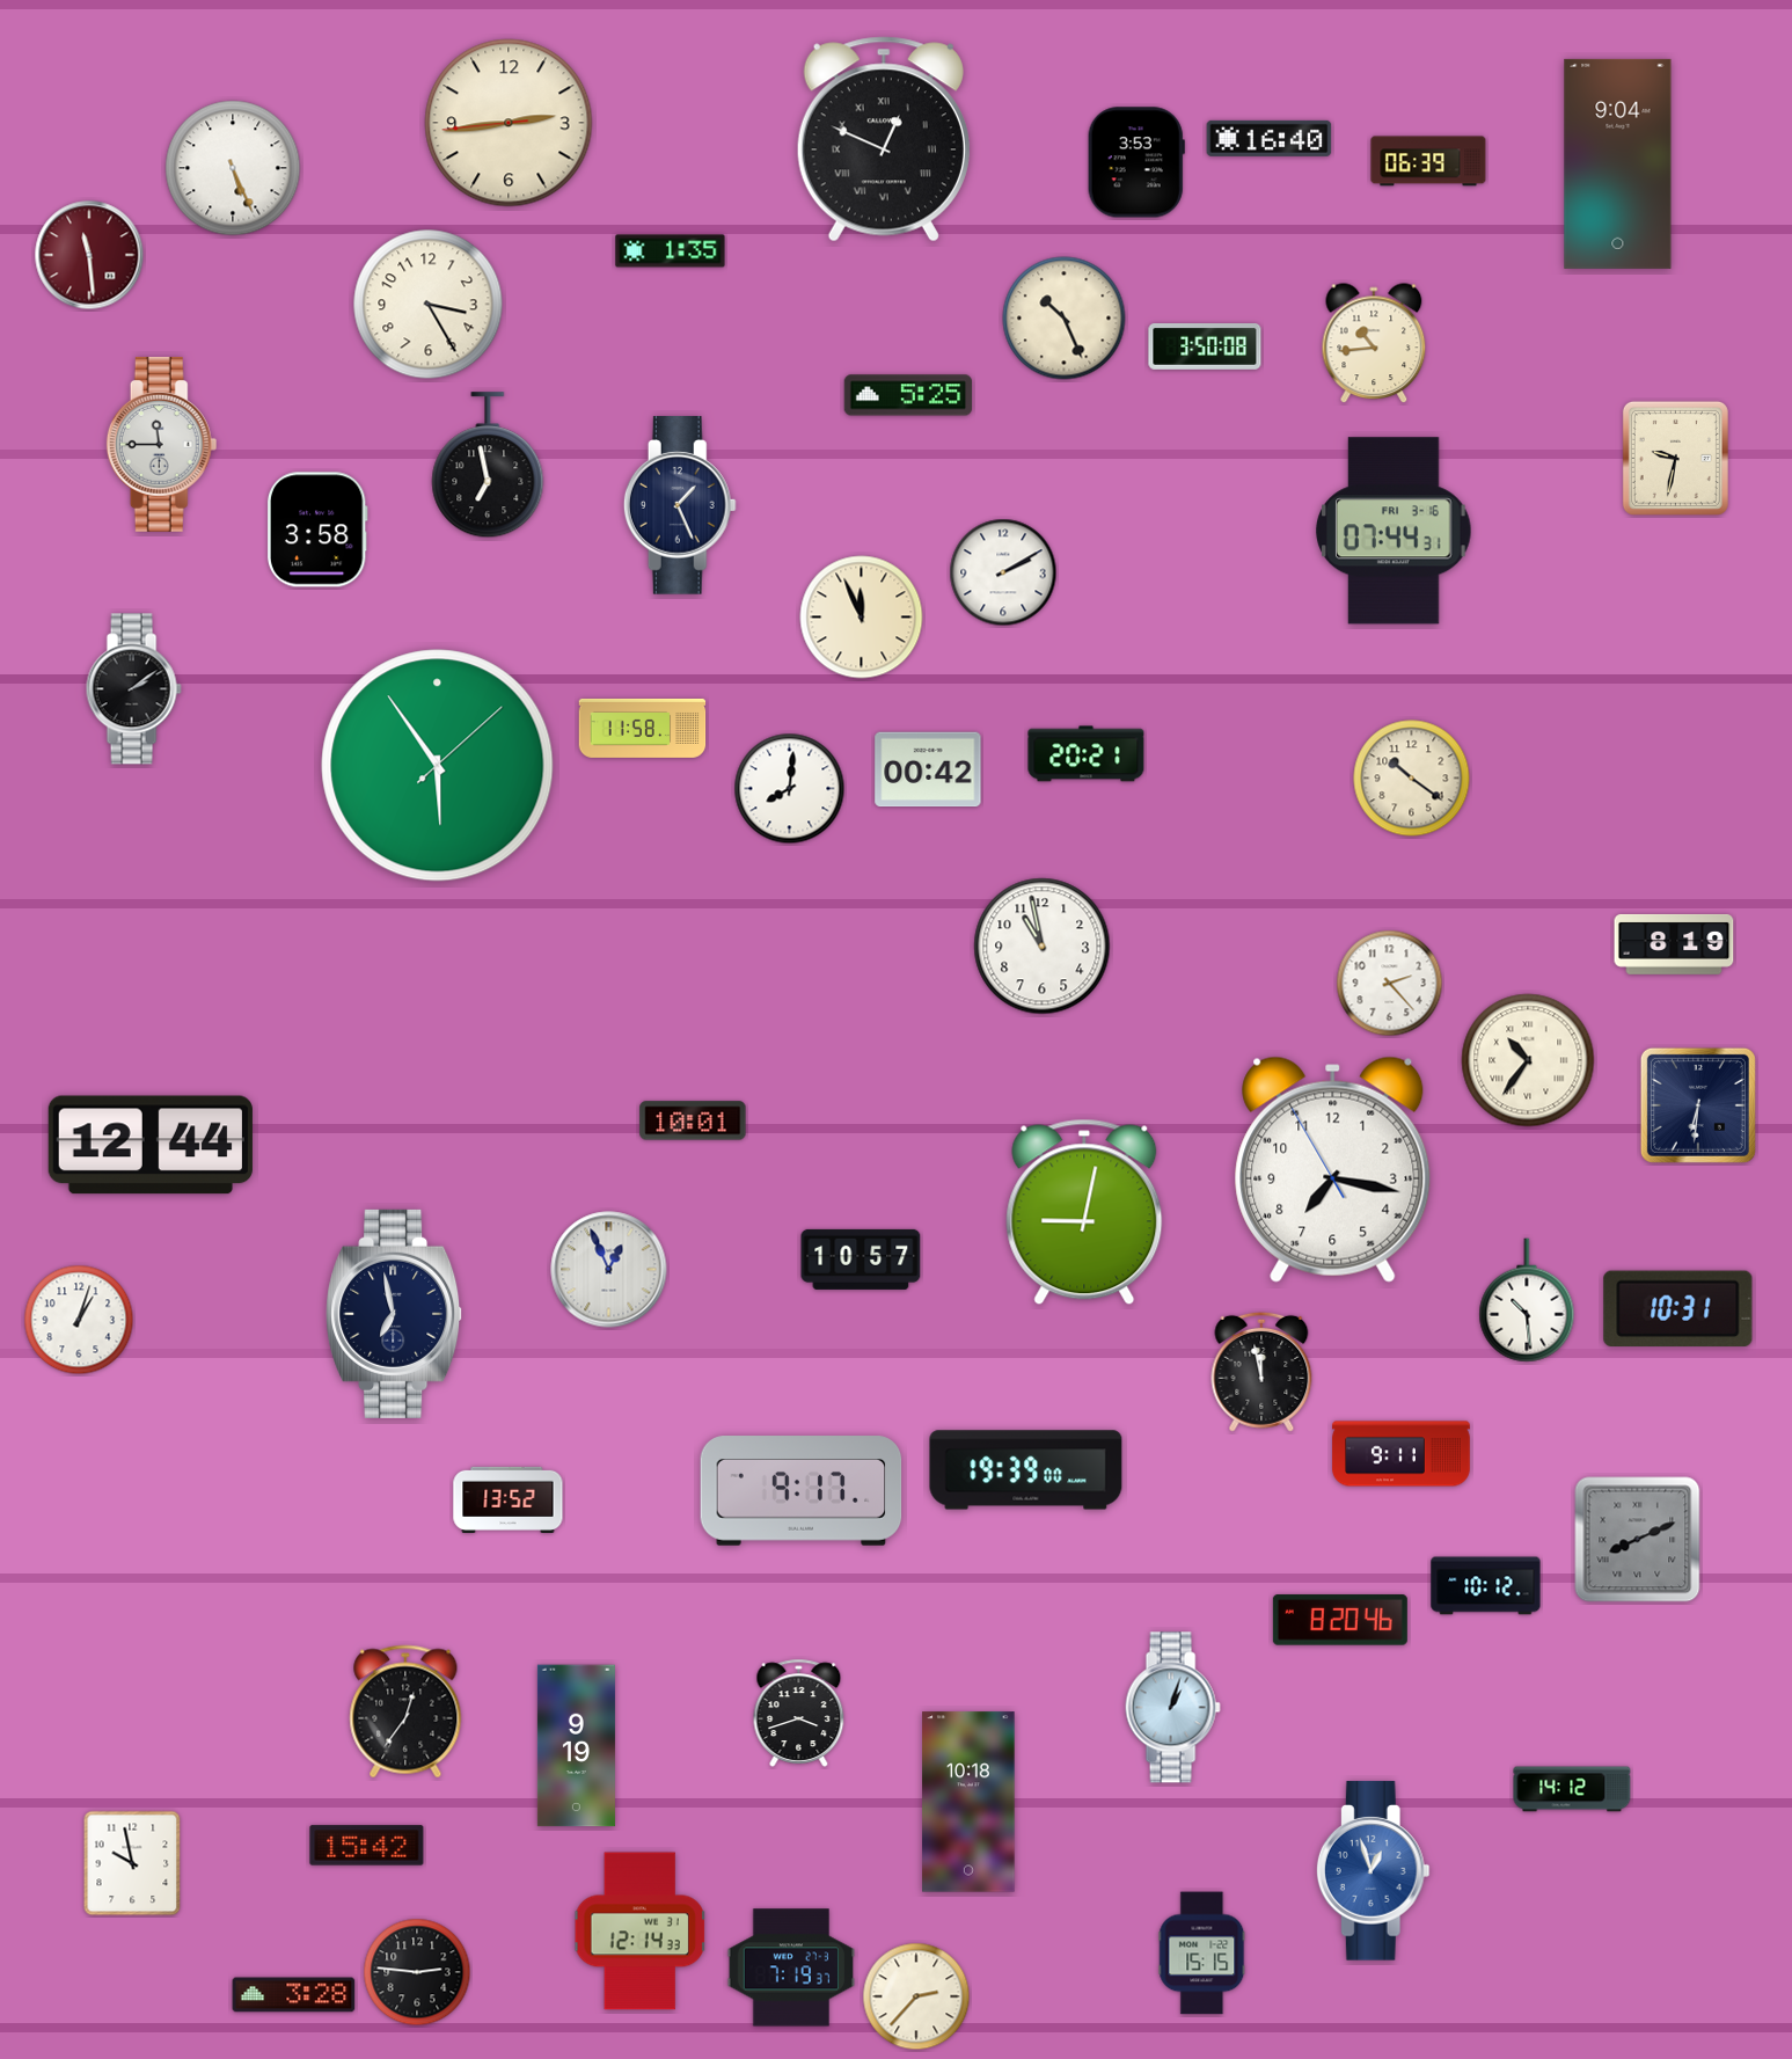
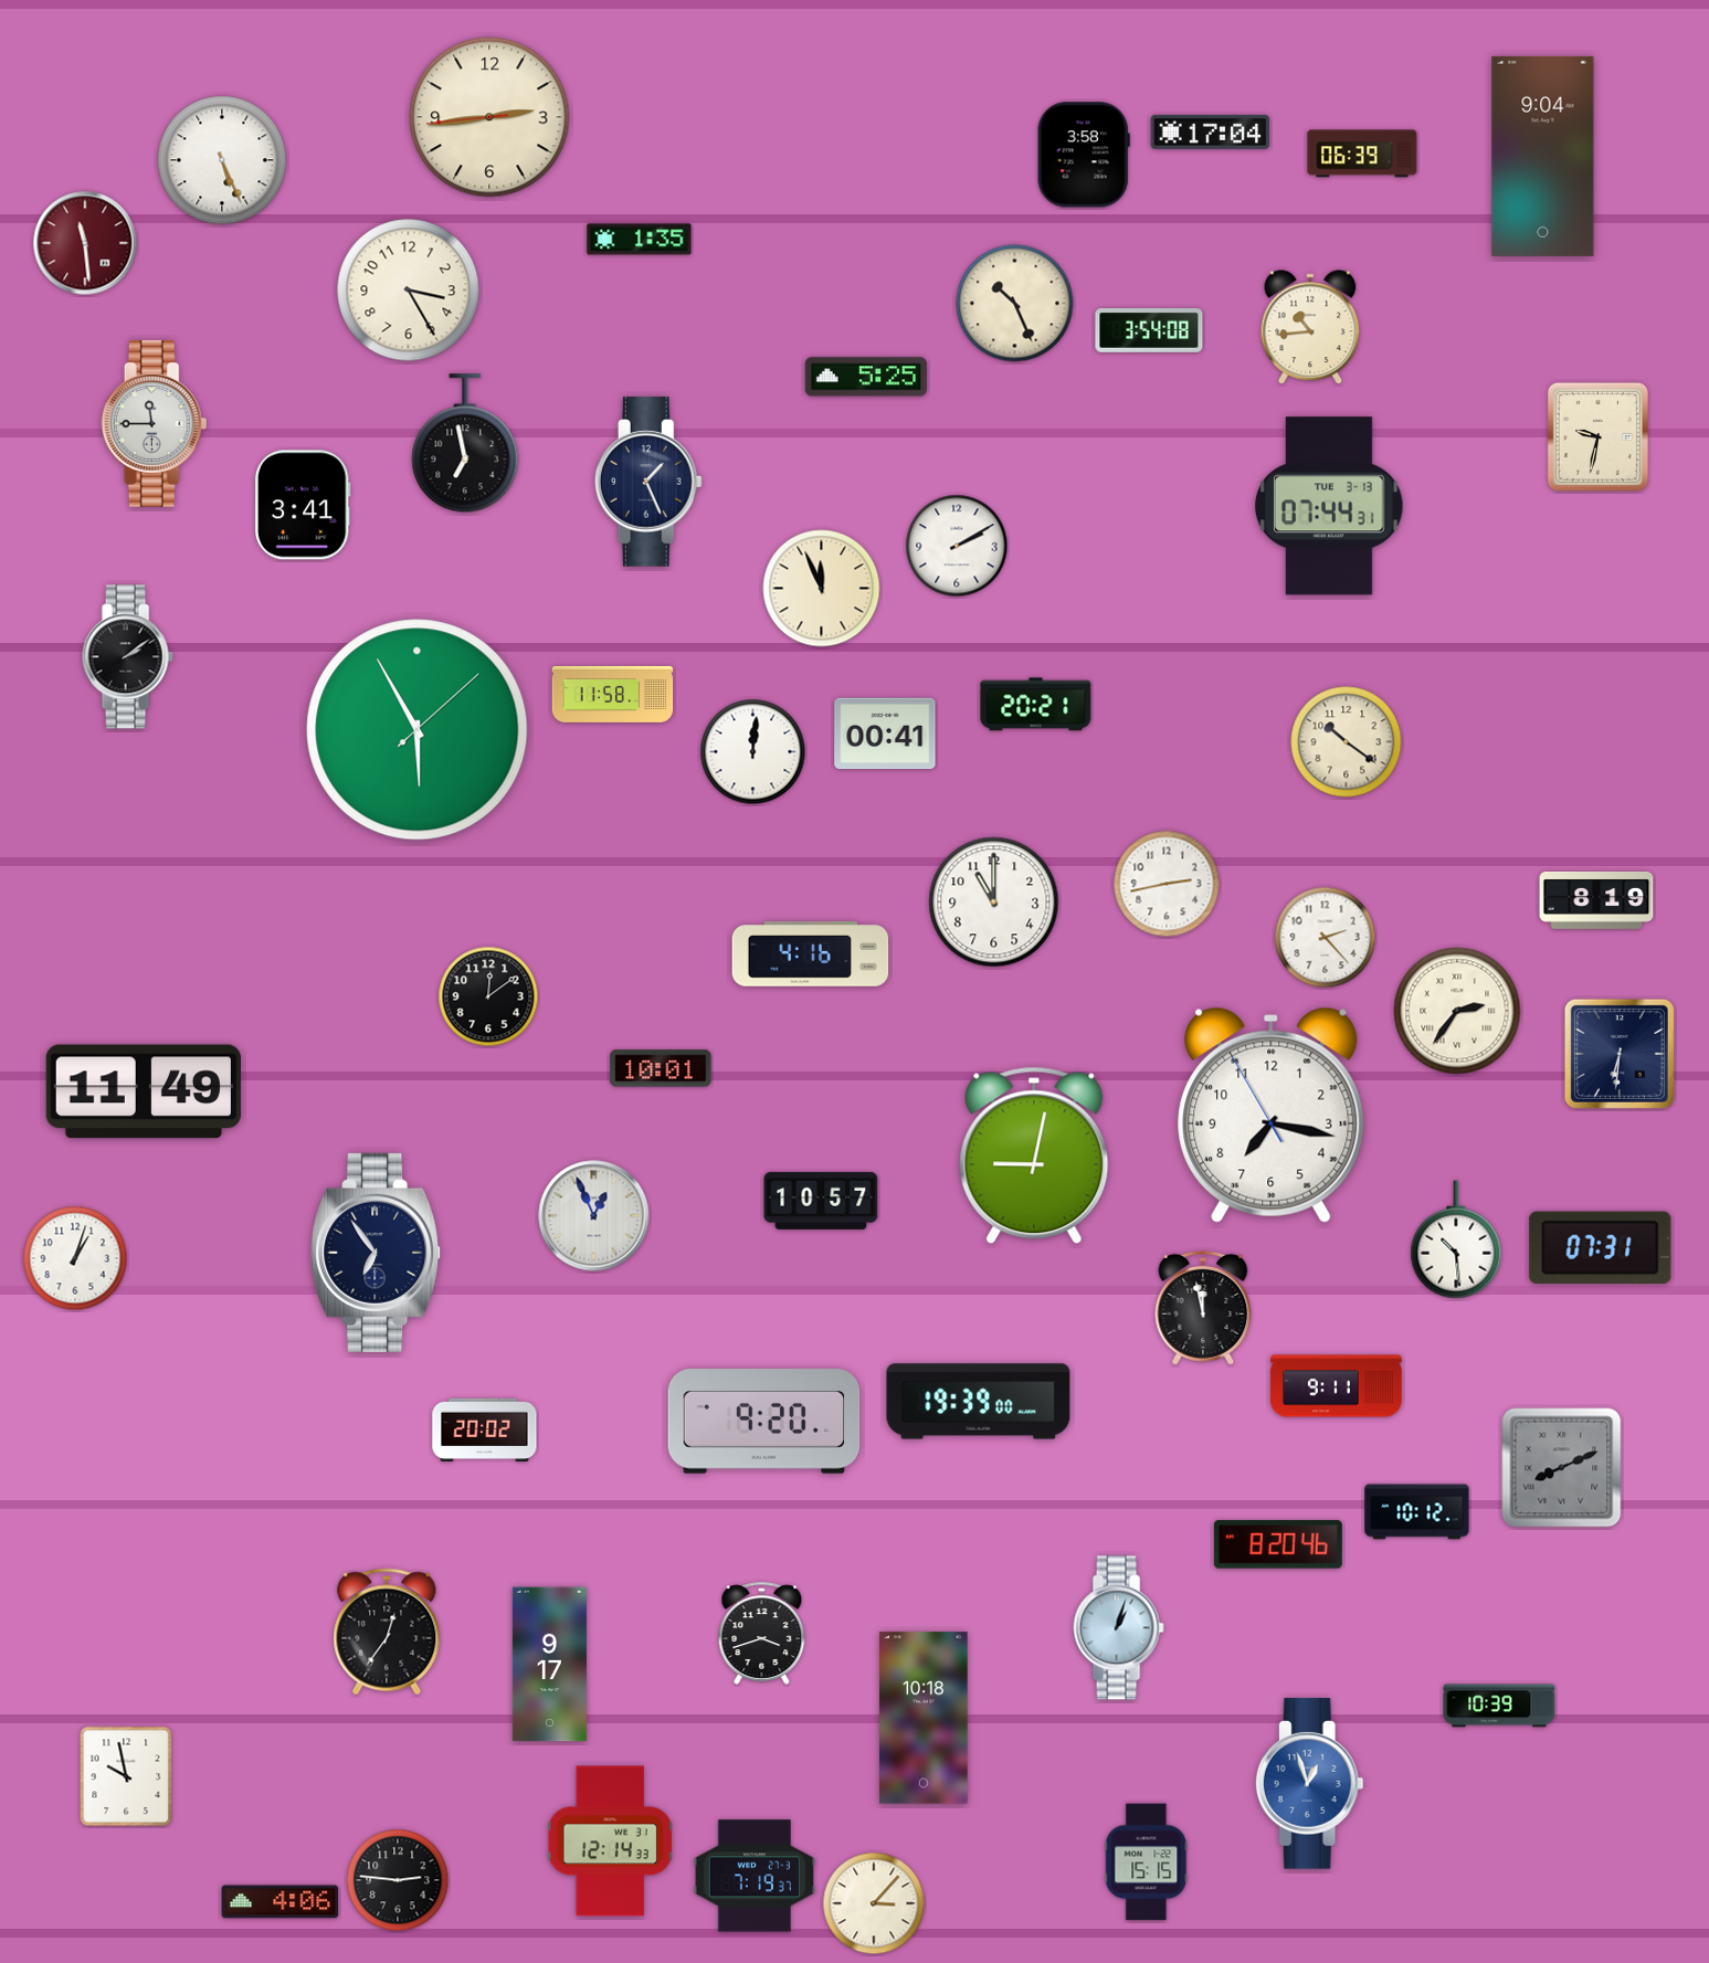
clock at (509, 123) position: (509, 123) -> (489, 117)
clock at (1270, 138): 16:40 -> 17:04
clock at (884, 139): 12:49 -> none
clock at (1136, 162): 3:53 -> 3:58
clock at (1205, 348): 3:50 -> 3:54
clock at (317, 530): 3:58 -> 3:41
clock at (1394, 531) date: FRI 3-16 -> TUE 3-13
clock at (1087, 754) position: (1087, 754) -> (1036, 705)
clock at (438, 766): 5:54 -> 5:55
clock at (928, 769): 00:42 -> 00:41
clock at (790, 789): 8:01 -> 12:01
clock at (1167, 884): none -> 2:43
clock at (1043, 947): 10:58 -> 11:00
clock at (811, 954): none -> 4:16
clock at (488, 996): none -> 12:09
clock at (1528, 1060): 10:36 -> 2:36
clock at (151, 1145): 12:44 -> 11:49
clock at (609, 1270) position: (609, 1270) -> (594, 1216)
clock at (1678, 1309): 10:31 -> 07:31
clock at (395, 1314): 6:58 -> 6:54
clock at (802, 1491): 9:17 -> 9:20
clock at (509, 1499): 13:52 -> 20:02
clock at (576, 1746): 9:19 -> 9:17
clock at (1572, 1789): 14:12 -> 10:39
clock at (367, 1846): 15:42 -> none
clock at (294, 1995): 3:28 -> 4:06
clock at (916, 1996): 2:37 -> 3:07
